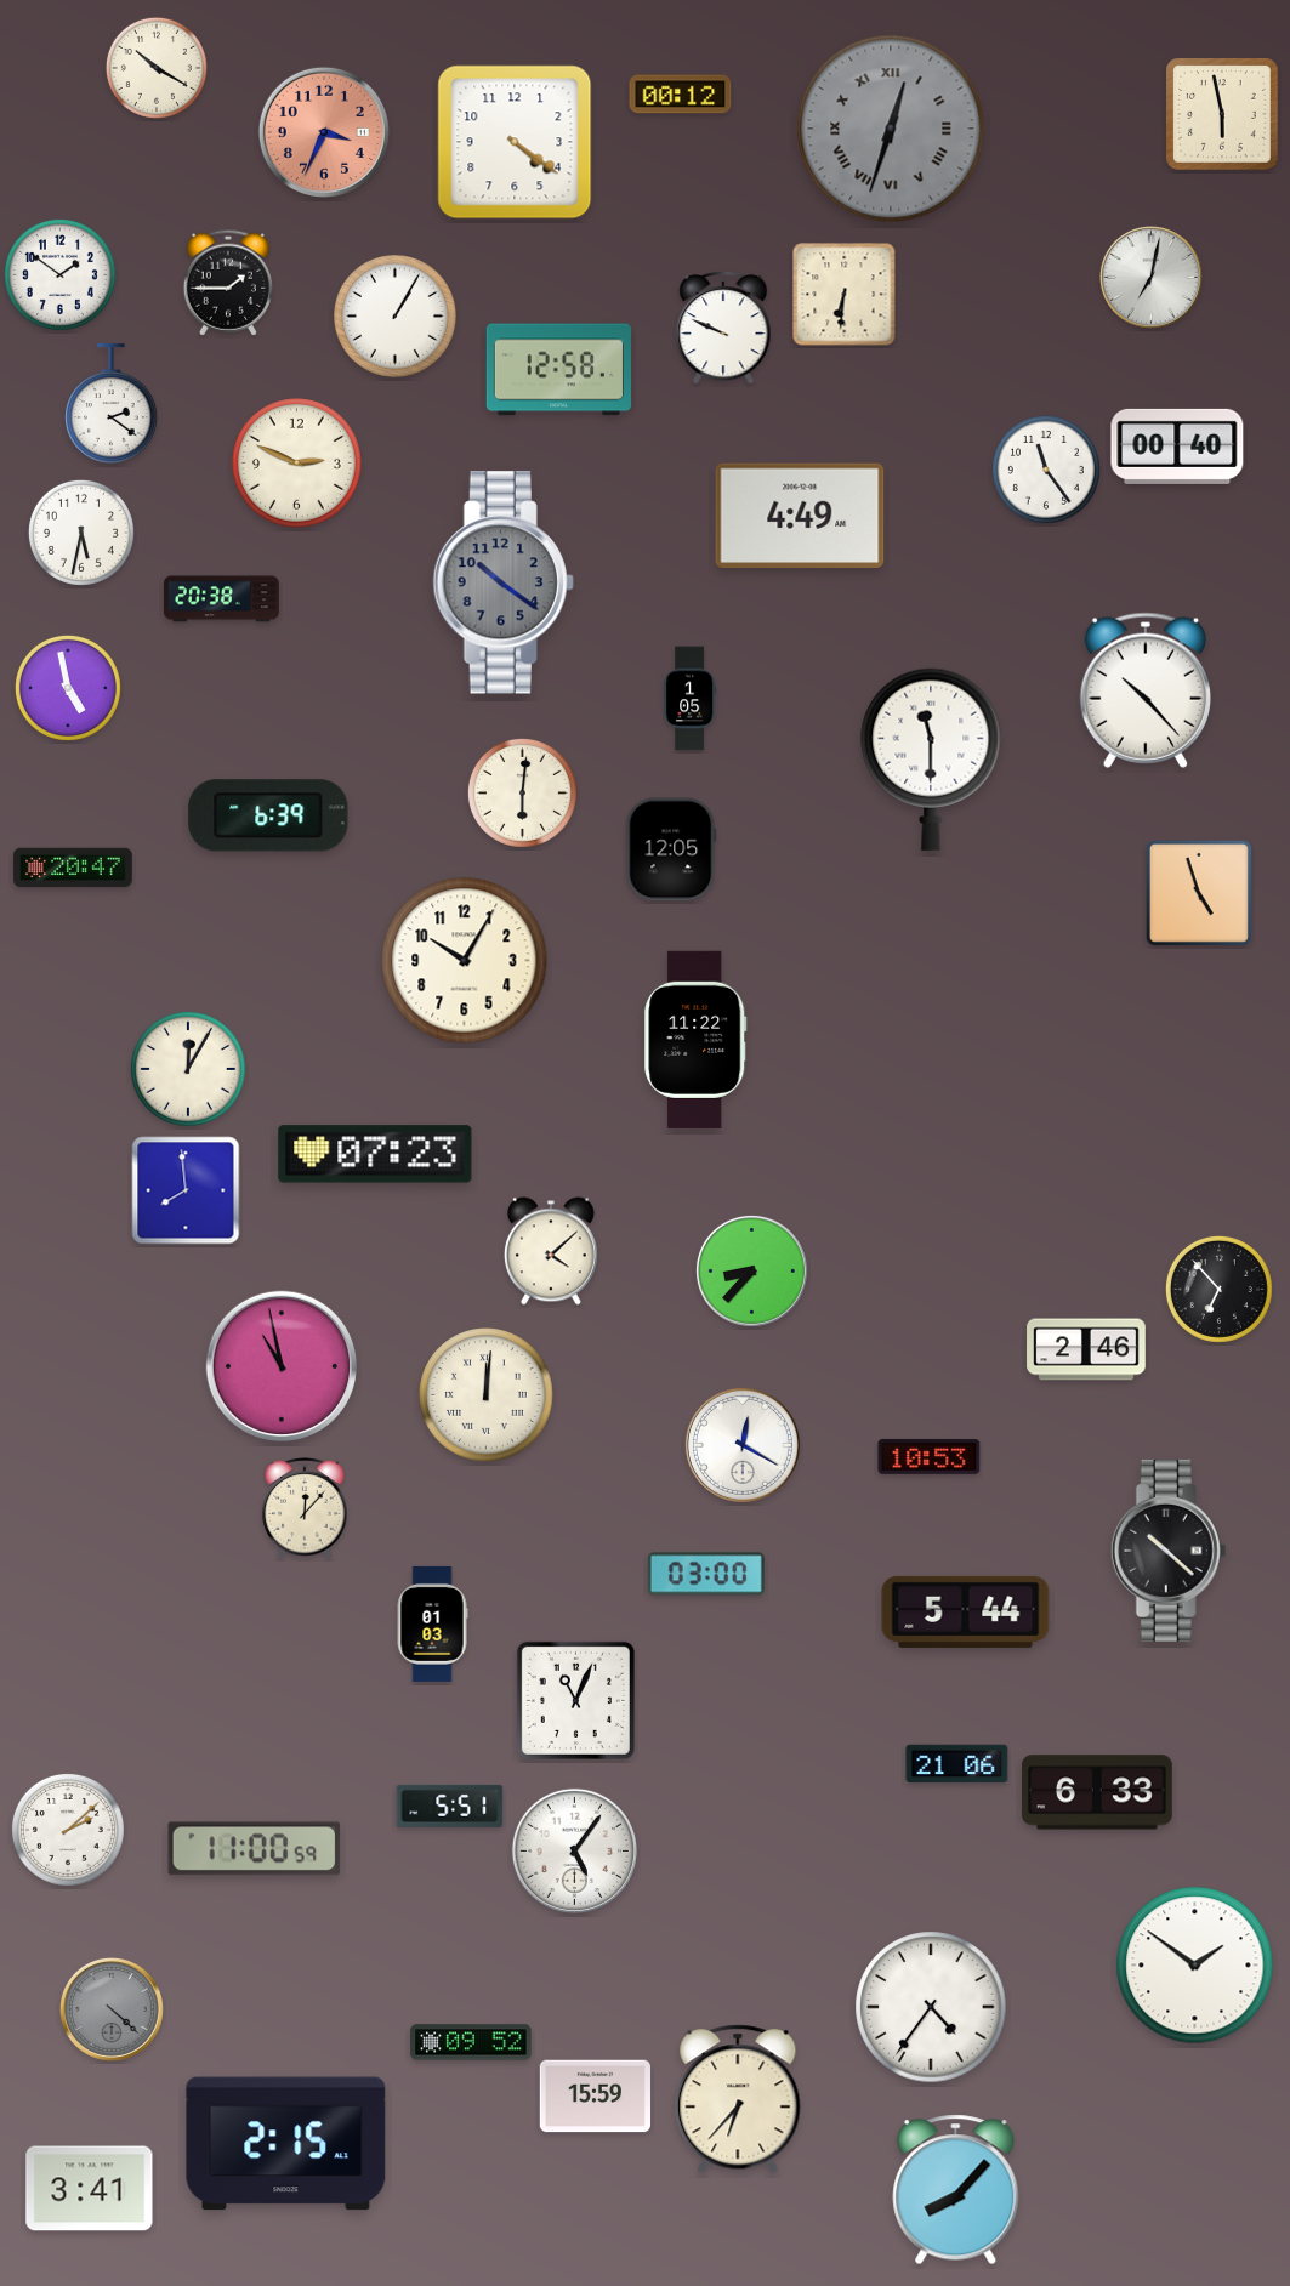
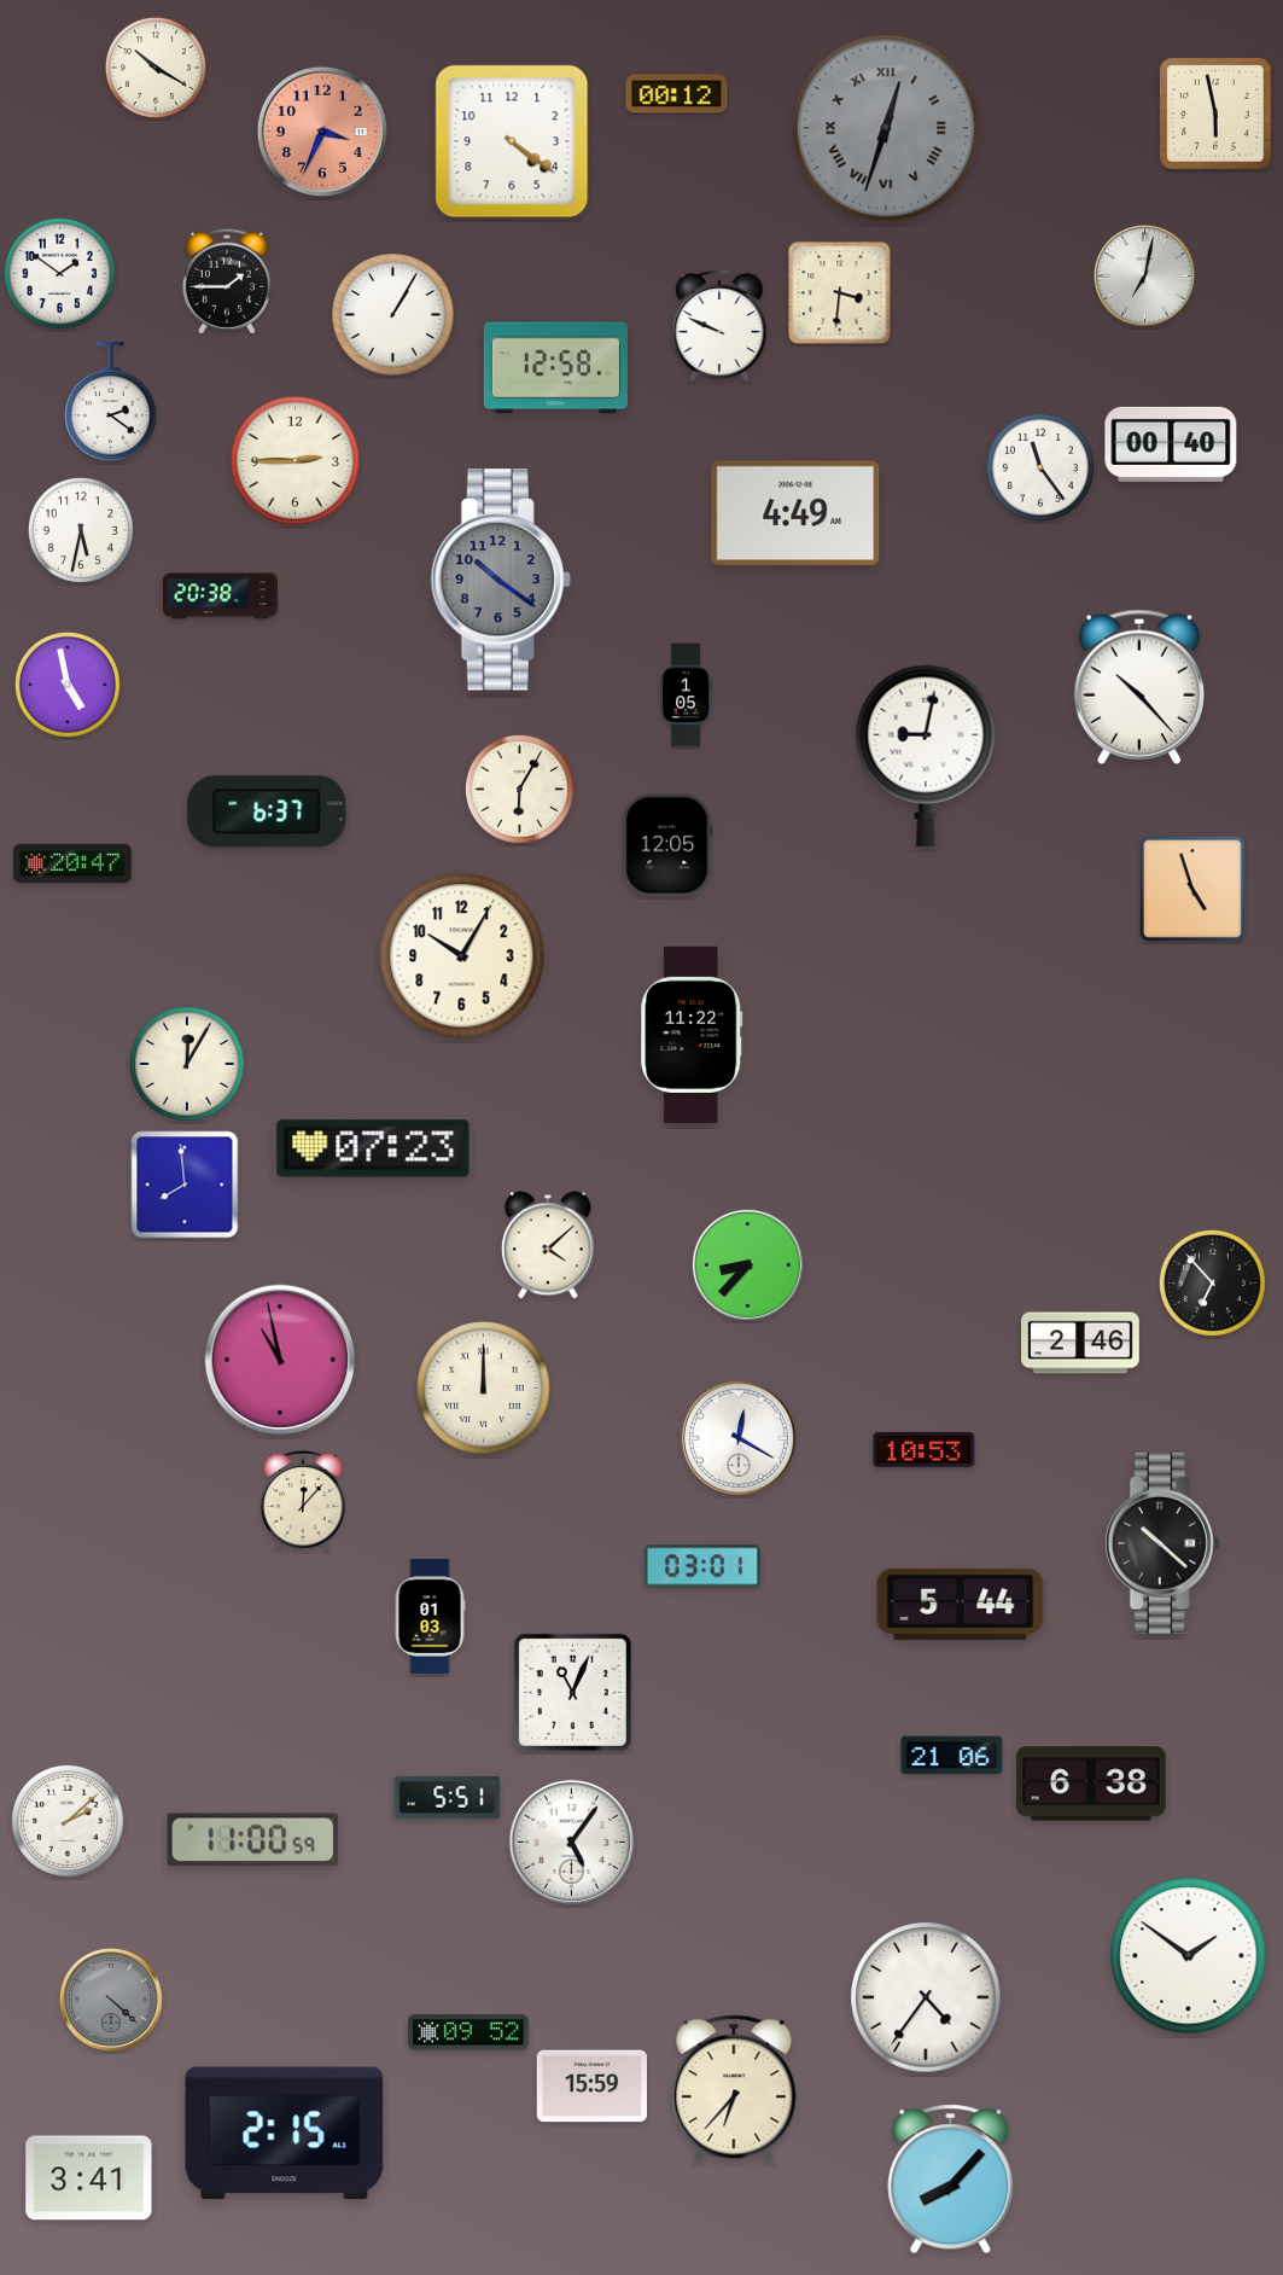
clock at (845, 295): 6:31 -> 3:31
clock at (297, 464): 2:49 -> 2:45
clock at (931, 760): 11:30 -> 9:02
clock at (522, 792): 6:01 -> 6:05
clock at (268, 815): 6:39 -> 6:37
clock at (487, 1395): 12:01 -> 12:00
clock at (706, 1574): 03:00 -> 03:01
clock at (1097, 1792): 6:33 -> 6:38
